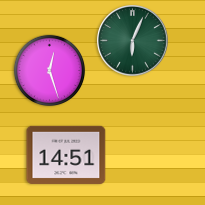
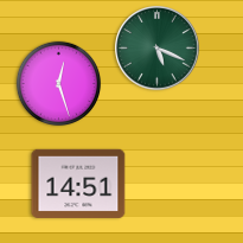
clock at (133, 41): 6:04 -> 5:19
